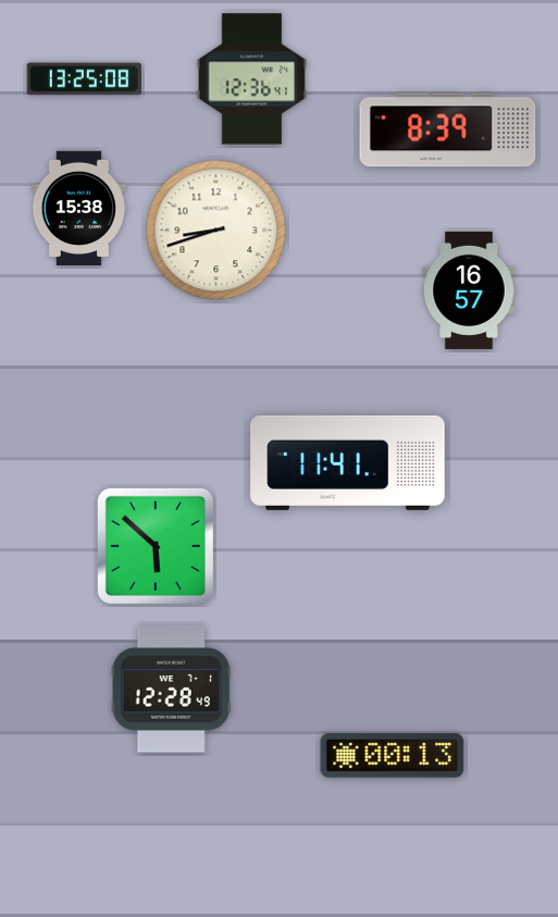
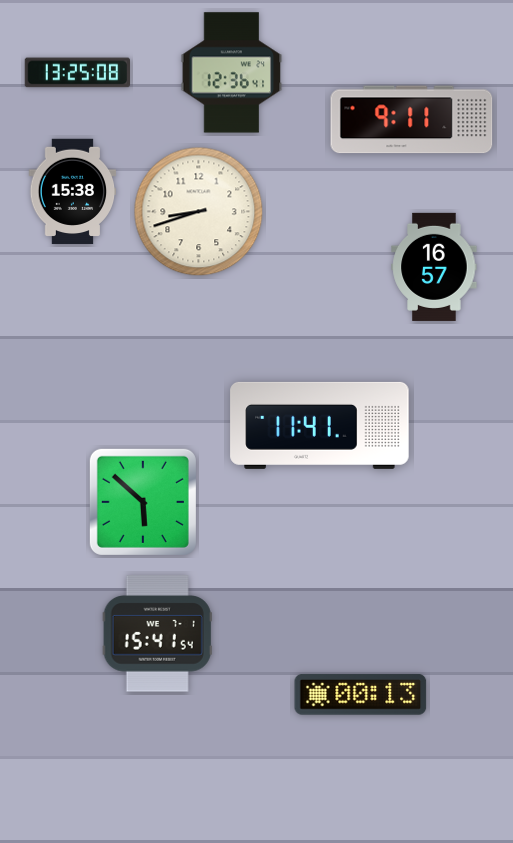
clock at (448, 131): 8:39 -> 9:11
clock at (469, 290) position: (469, 290) -> (434, 267)
clock at (171, 690): 12:28 -> 15:41
